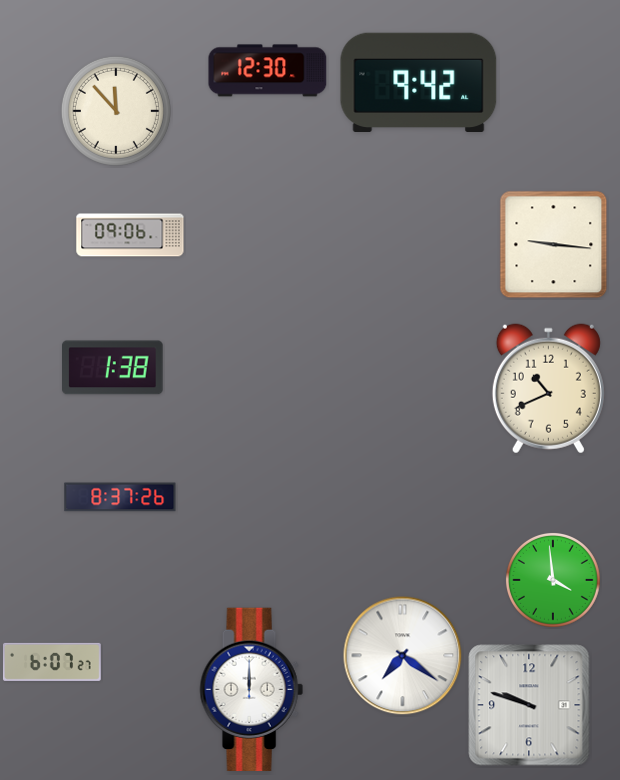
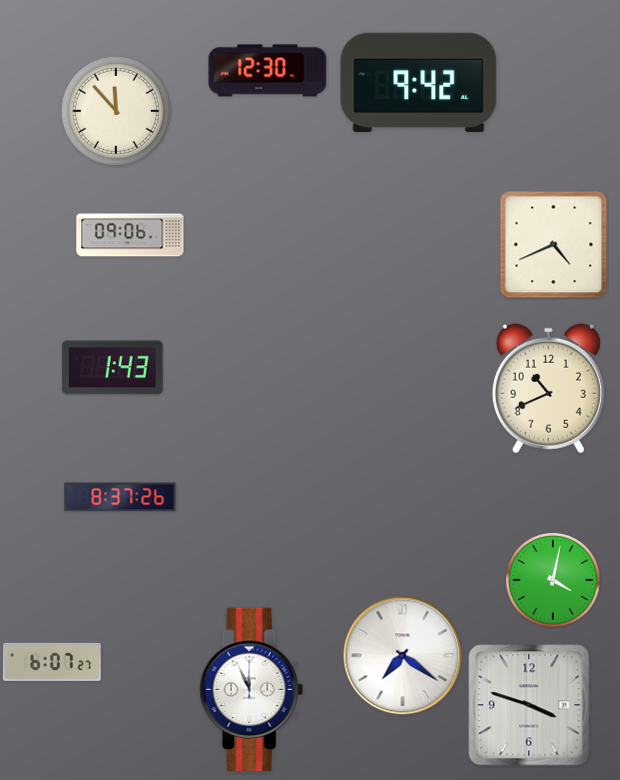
clock at (554, 245): 9:16 -> 4:41
clock at (113, 368): 1:38 -> 1:43
clock at (553, 580): 3:59 -> 4:02
clock at (251, 689): 12:00 -> 11:56
clock at (529, 705): 9:48 -> 3:48
